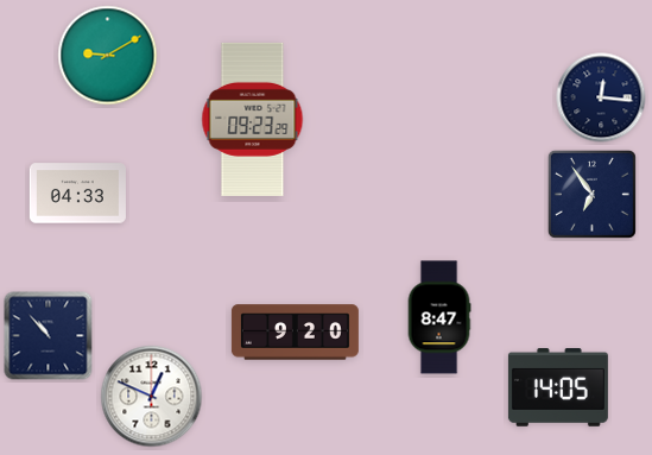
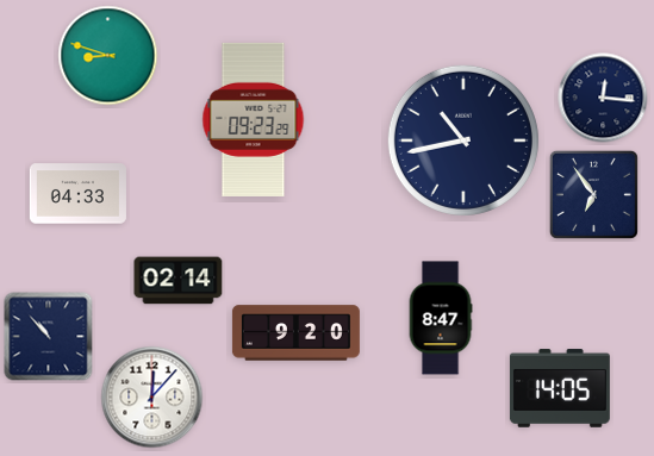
clock at (108, 56): 9:10 -> 8:48
clock at (463, 140): none -> 10:43
clock at (179, 281): none -> 02:14
clock at (152, 397): 12:49 -> 12:07
